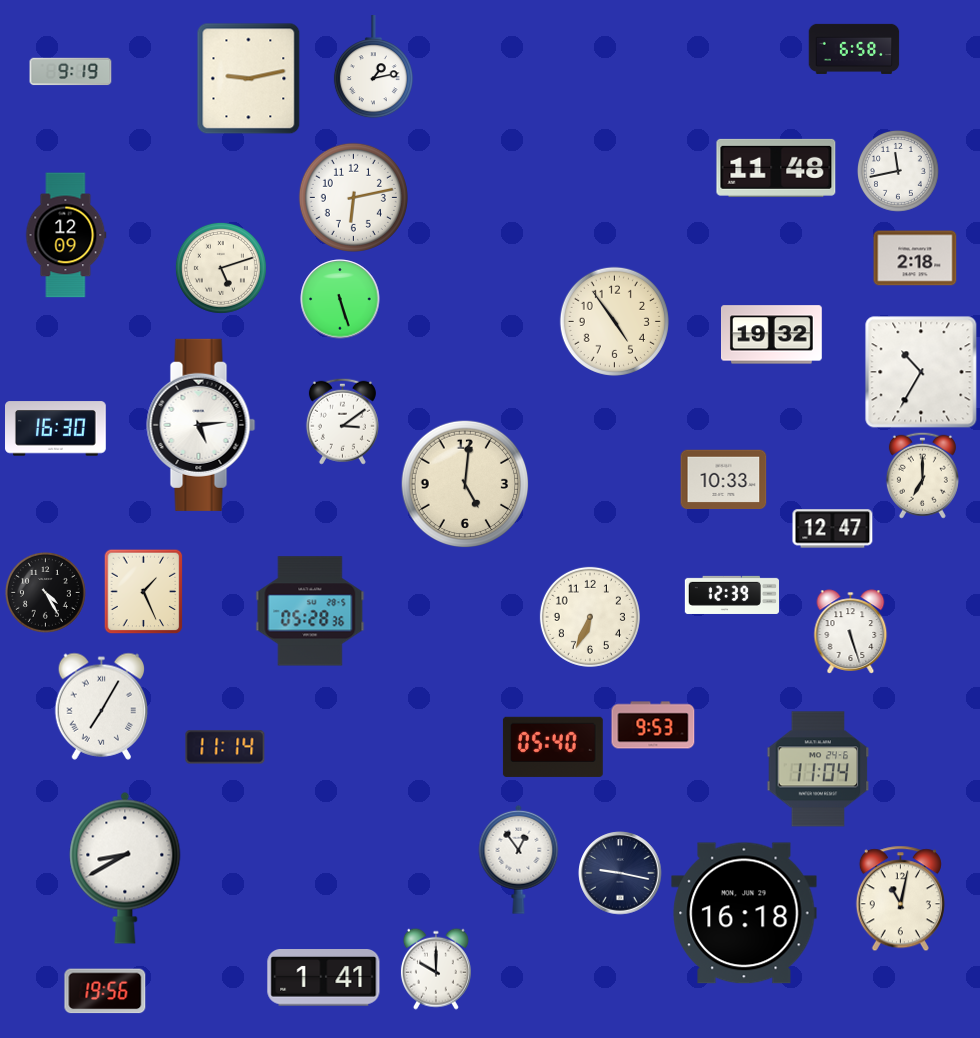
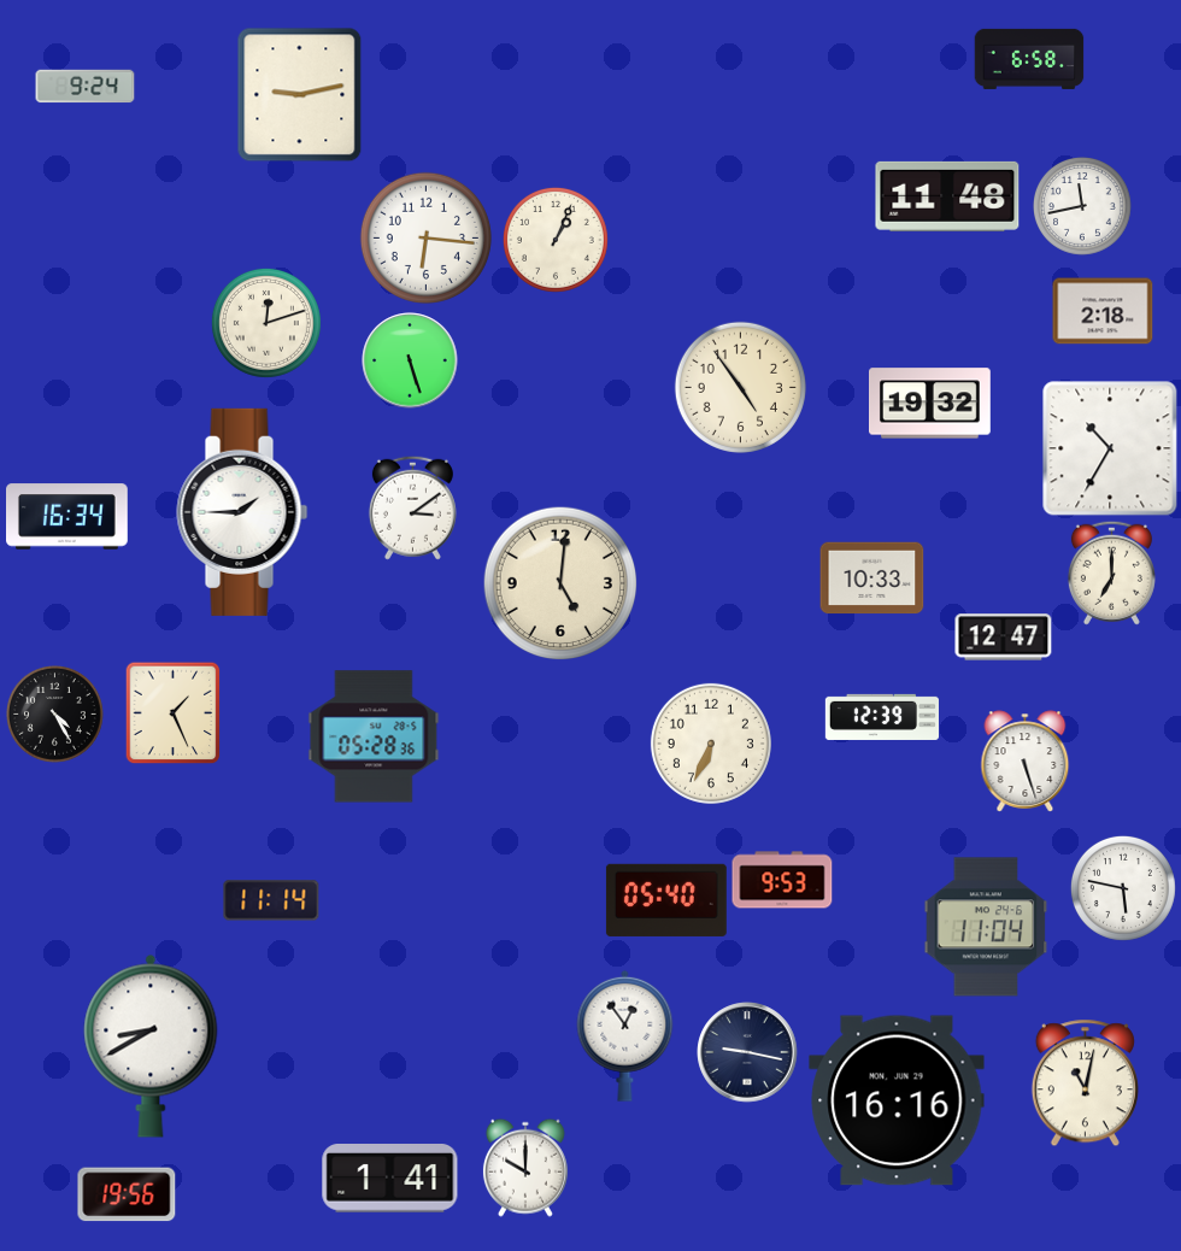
clock at (373, 67): 1:13 -> none
clock at (71, 72): 9:19 -> 9:24
clock at (776, 168) position: (776, 168) -> (947, 196)
clock at (353, 197): 6:13 -> 6:16
clock at (556, 240): none -> 1:04
clock at (66, 235): 12:09 -> none
clock at (221, 268): 5:12 -> 12:12
clock at (201, 425): 5:14 -> 1:45
clock at (56, 429): 16:30 -> 16:34
clock at (102, 706): 7:05 -> none
clock at (653, 725) position: (653, 725) -> (782, 880)
clock at (1123, 888): none -> 5:47
clock at (744, 913): 16:18 -> 16:16
